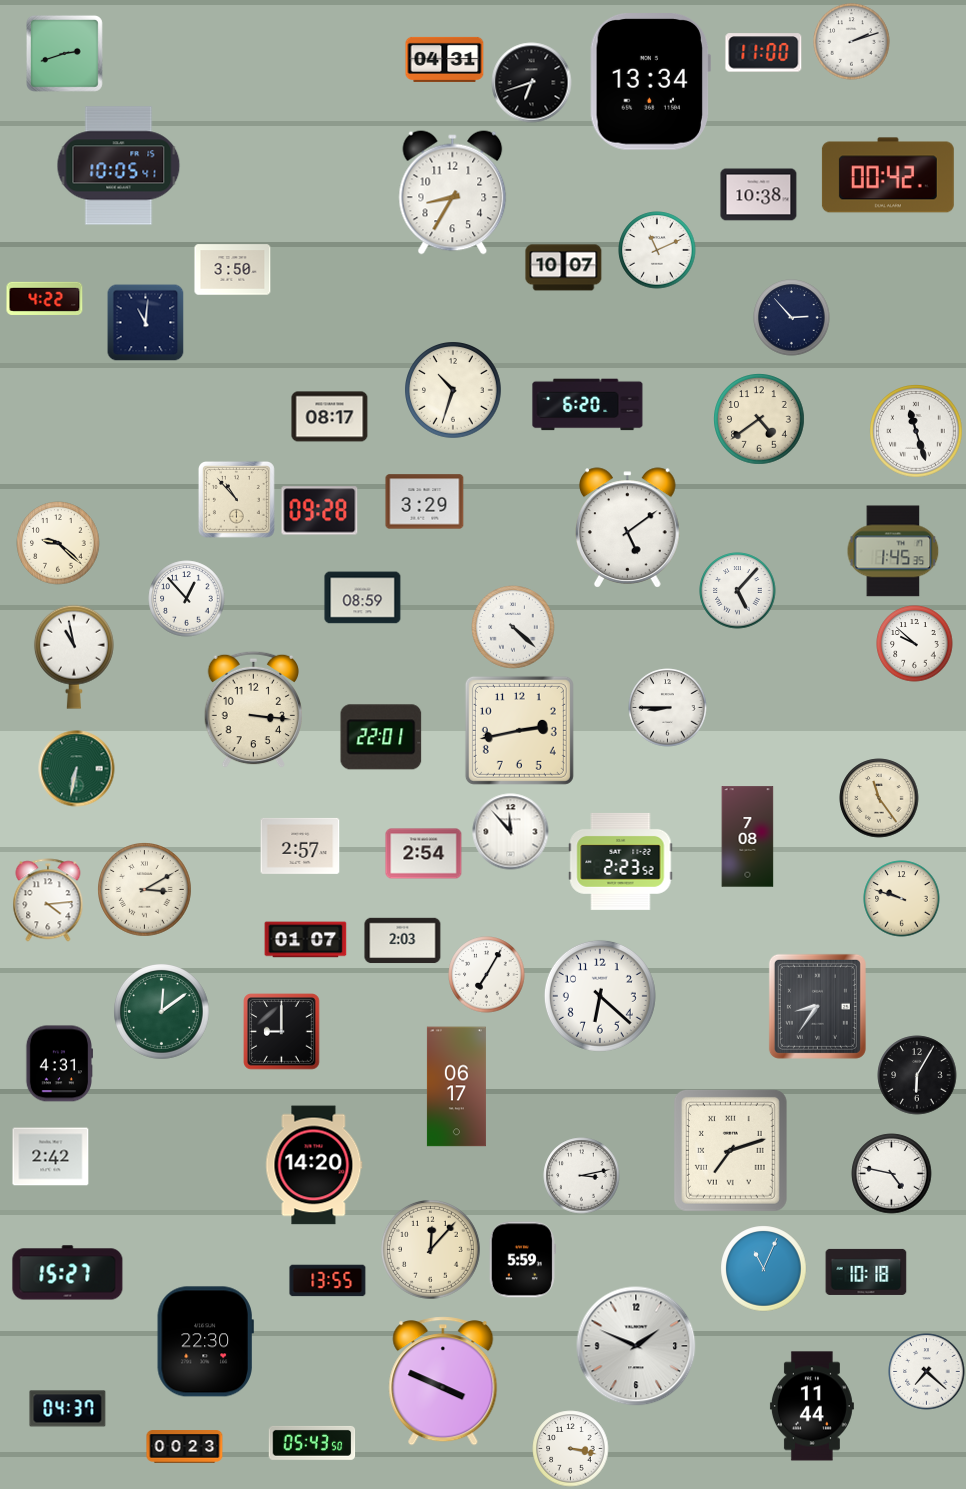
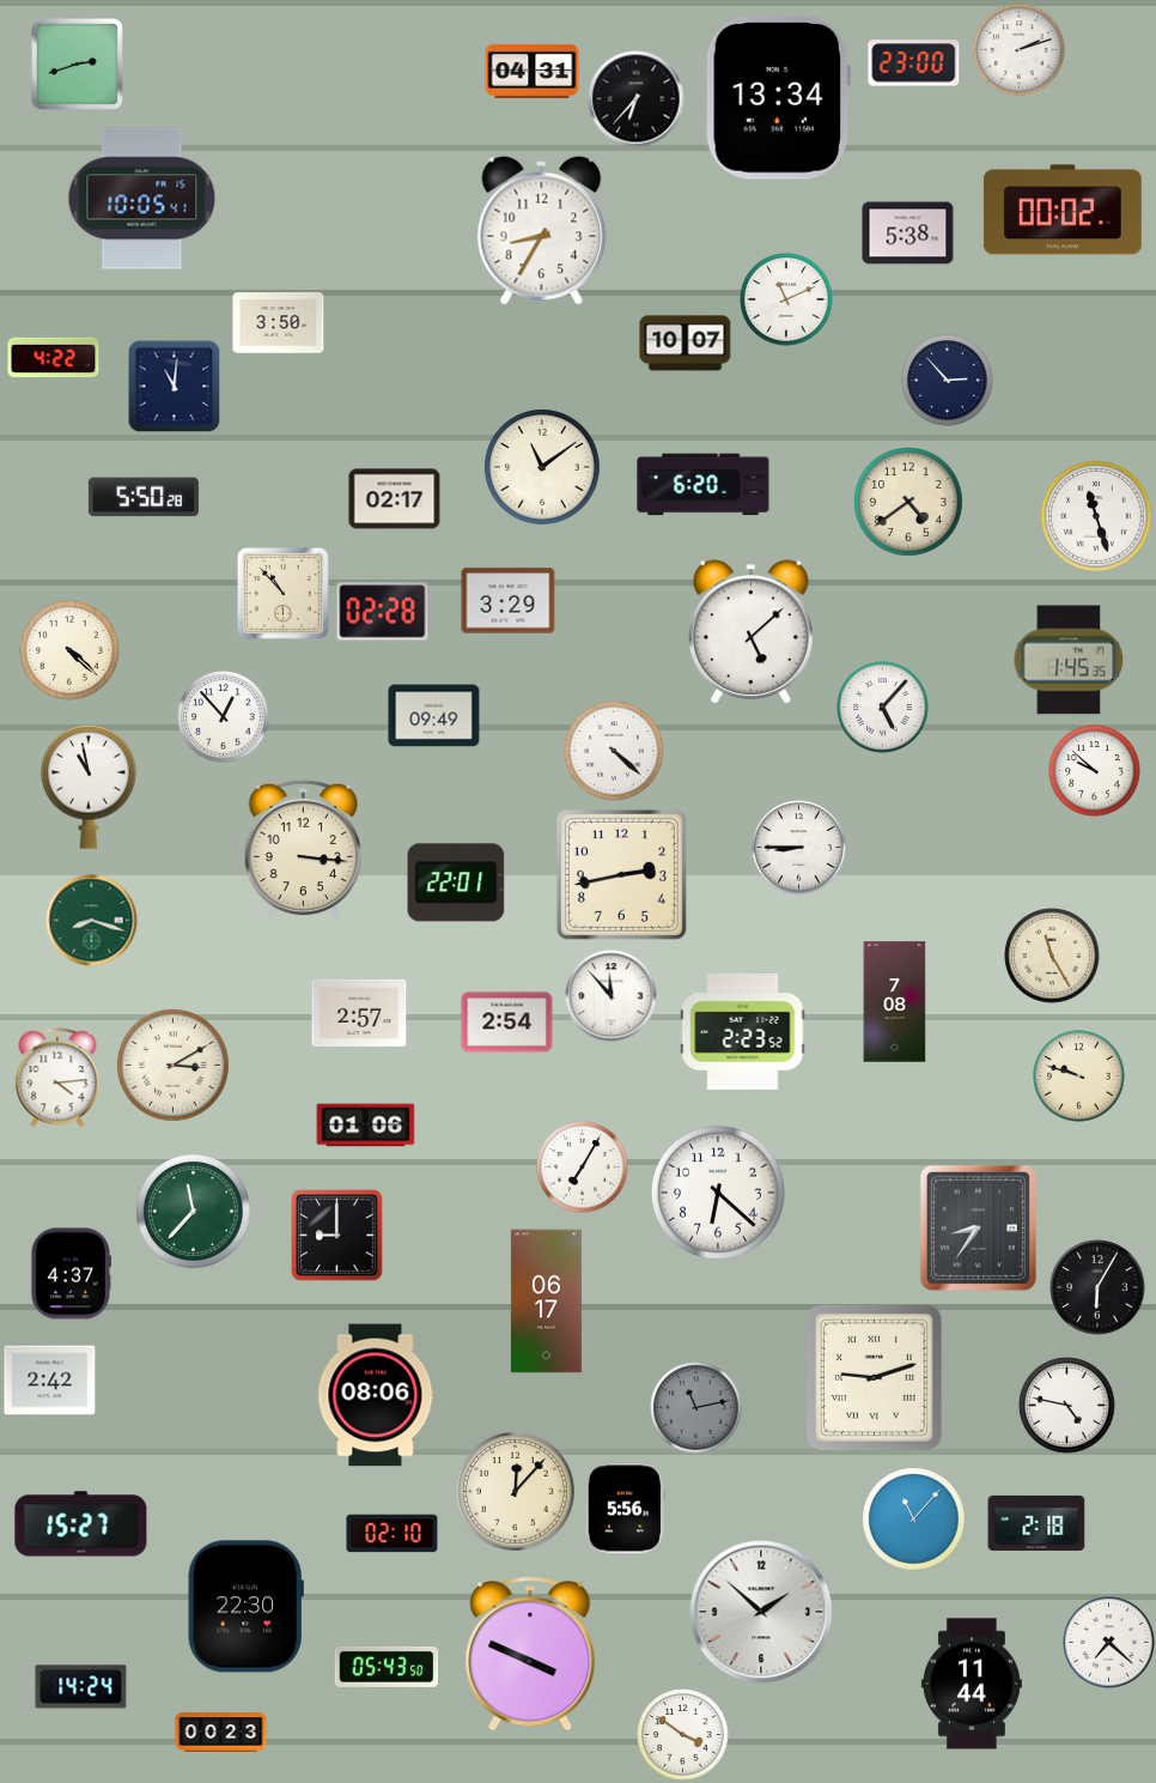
clock at (764, 53): 11:00 -> 23:00
clock at (532, 83): 6:42 -> 6:37
clock at (888, 175): 00:42 -> 00:02
clock at (759, 195): 10:38 -> 5:38
clock at (564, 268) position: (564, 268) -> (686, 344)
clock at (454, 391): 10:33 -> 11:09
clock at (144, 497): none -> 5:50
clock at (330, 417): 08:17 -> 02:17
clock at (236, 499) position: (236, 499) -> (282, 593)
clock at (320, 511): 09:28 -> 02:28
clock at (628, 528): 5:09 -> 5:08
clock at (58, 543): 9:22 -> 4:22
clock at (363, 598): 08:59 -> 09:49
clock at (77, 769): 6:32 -> 8:18
clock at (879, 798): 11:24 -> 11:25
clock at (306, 940): 01:07 -> 01:06
clock at (403, 941): 2:03 -> none
clock at (817, 1006) position: (817, 1006) -> (978, 1227)
clock at (162, 1012): 12:09 -> 11:37
clock at (58, 1064): 4:31 -> 4:37
clock at (730, 1150): 7:12 -> 9:12
clock at (51, 1157) position: (51, 1157) -> (50, 1381)
clock at (314, 1165): 14:20 -> 08:06
clock at (582, 1176): 3:13 -> 11:13
clock at (582, 1176) dial: white -> grey
clock at (431, 1250) position: (431, 1250) -> (516, 1492)
clock at (522, 1260): 5:59 -> 5:56
clock at (764, 1269): 11:04 -> 11:07
clock at (866, 1272): 10:18 -> 2:18
clock at (328, 1281): 13:55 -> 02:10
clock at (636, 1346): 1:49 -> 1:52
clock at (68, 1409): 04:37 -> 14:24
clock at (312, 1443) position: (312, 1443) -> (387, 1667)
clock at (571, 1449): 3:17 -> 3:51
